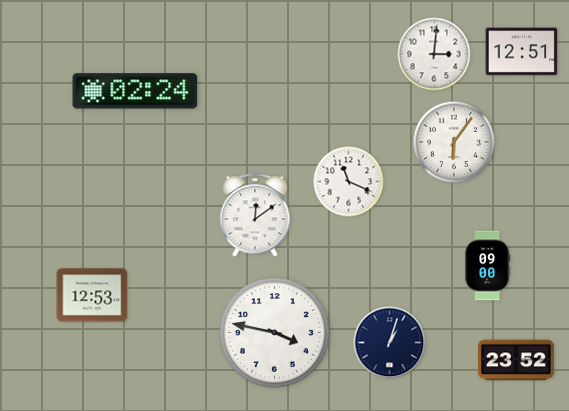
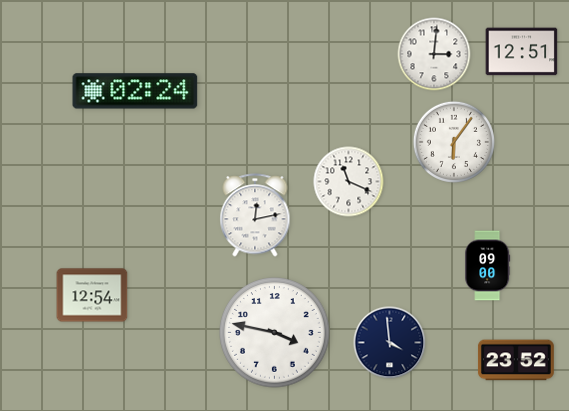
clock at (255, 215): 12:09 -> 12:13
clock at (92, 295): 12:53 -> 12:54
clock at (390, 343): 1:03 -> 3:59
